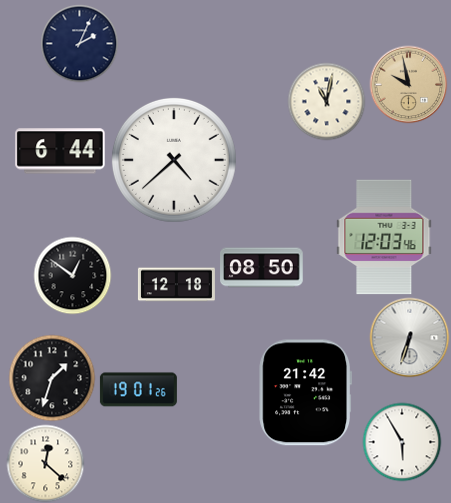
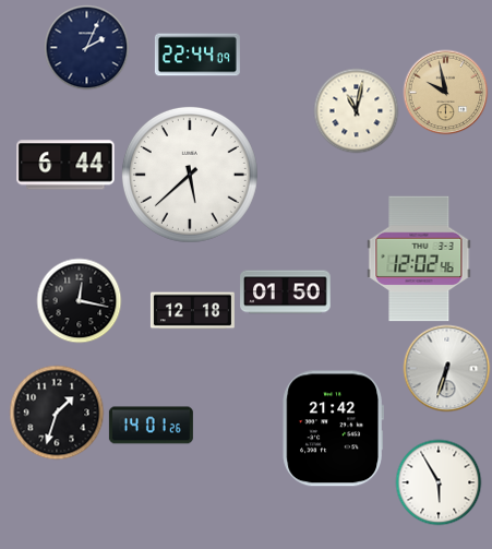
clock at (197, 55): none -> 22:44
clock at (174, 160): 4:38 -> 5:38
clock at (384, 237): 12:03 -> 12:02
clock at (262, 268): 08:50 -> 01:50
clock at (72, 275): 12:51 -> 12:17
clock at (138, 390): 19:01 -> 14:01
clock at (45, 463): 12:22 -> none
